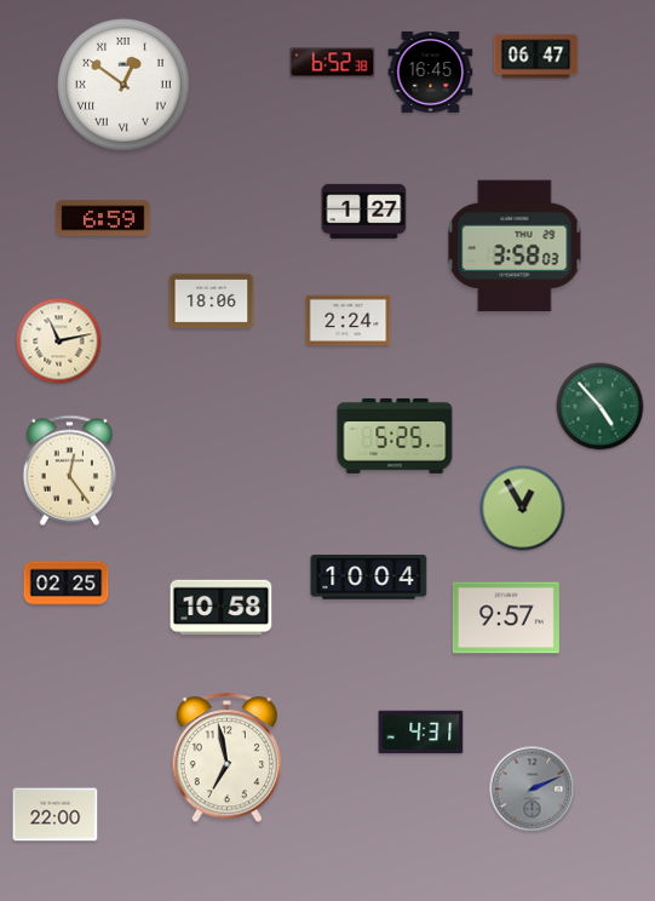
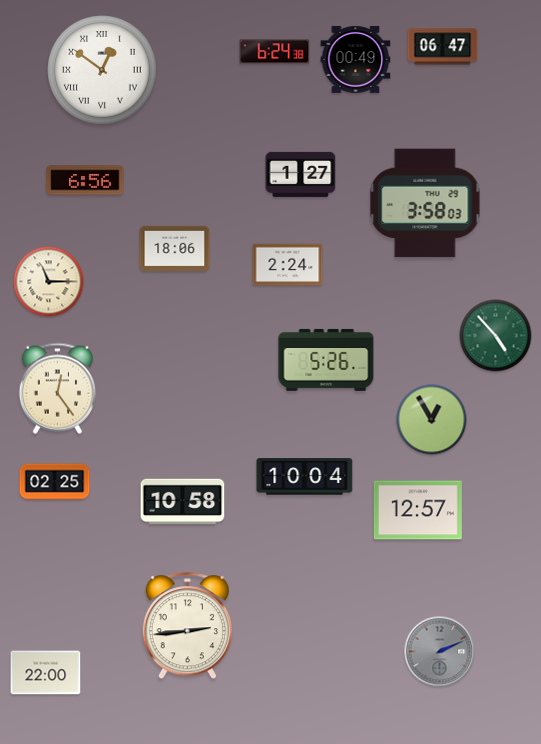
clock at (333, 63): 6:52 -> 6:24
clock at (431, 71): 16:45 -> 00:49
clock at (103, 218): 6:59 -> 6:56
clock at (59, 342): 11:13 -> 11:15
clock at (395, 436): 5:25 -> 5:26
clock at (506, 618): 9:57 -> 12:57
clock at (421, 733): 4:31 -> none
clock at (226, 758): 6:58 -> 2:44
